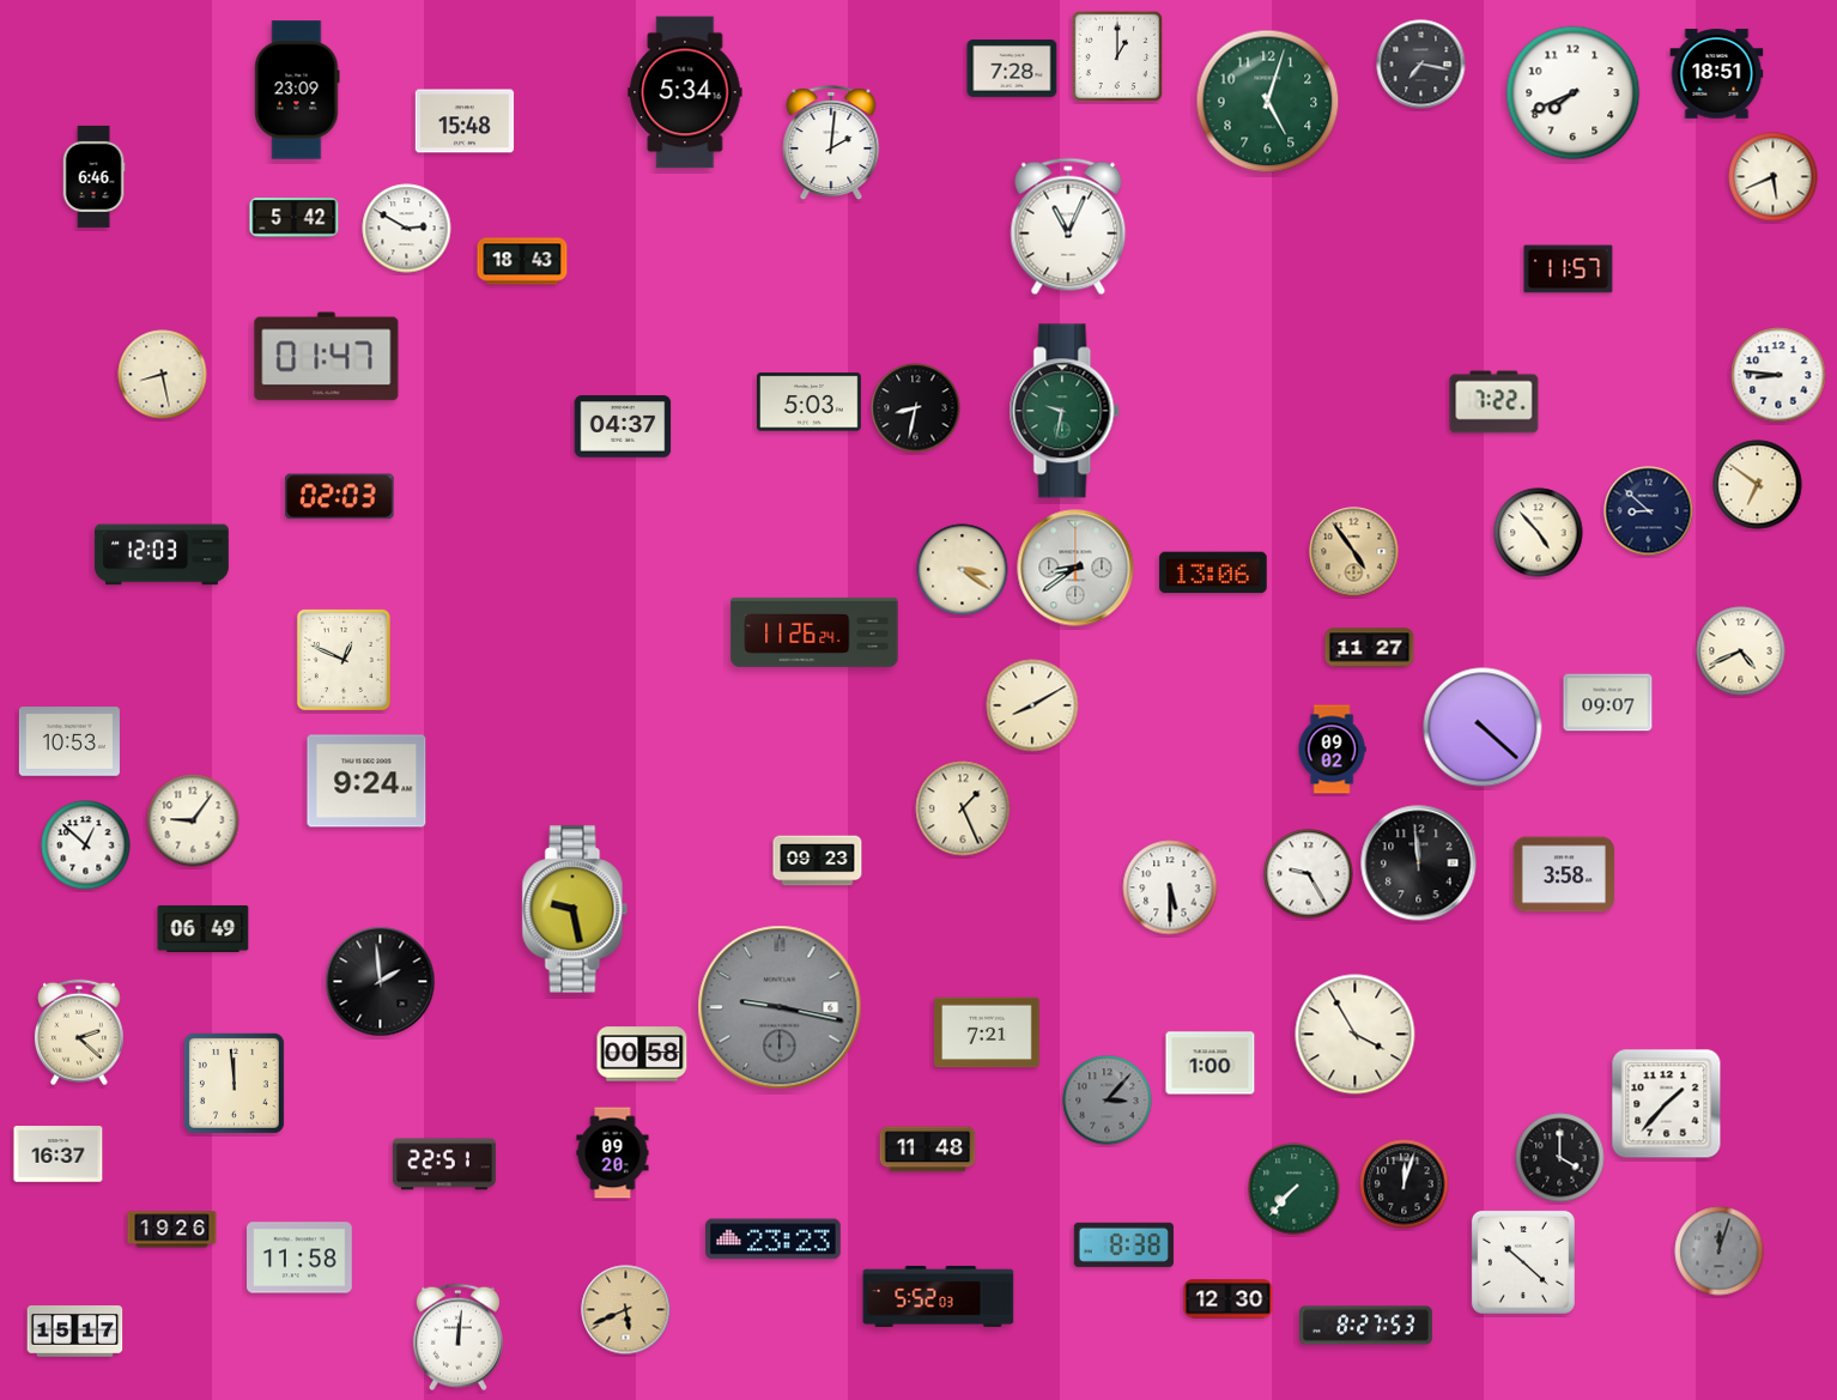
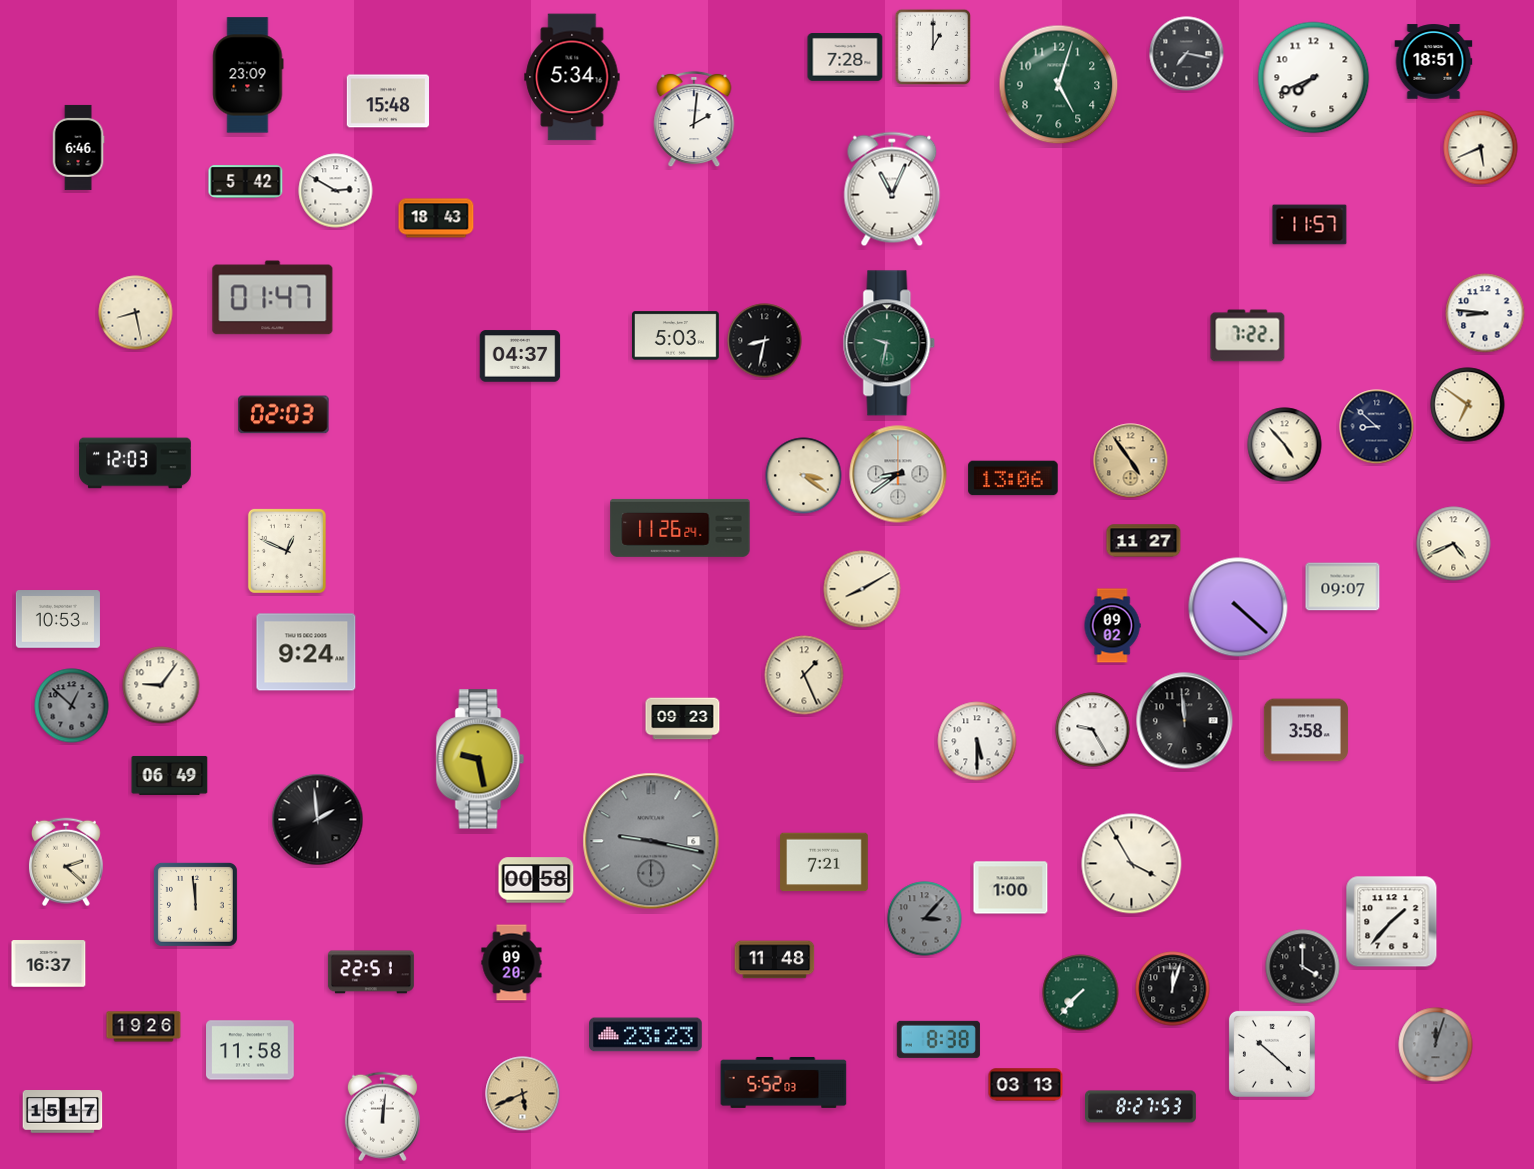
clock at (407, 229) position: (407, 229) -> (336, 191)
clock at (86, 846) dial: white -> grey
clock at (1229, 1299): 12:30 -> 03:13
